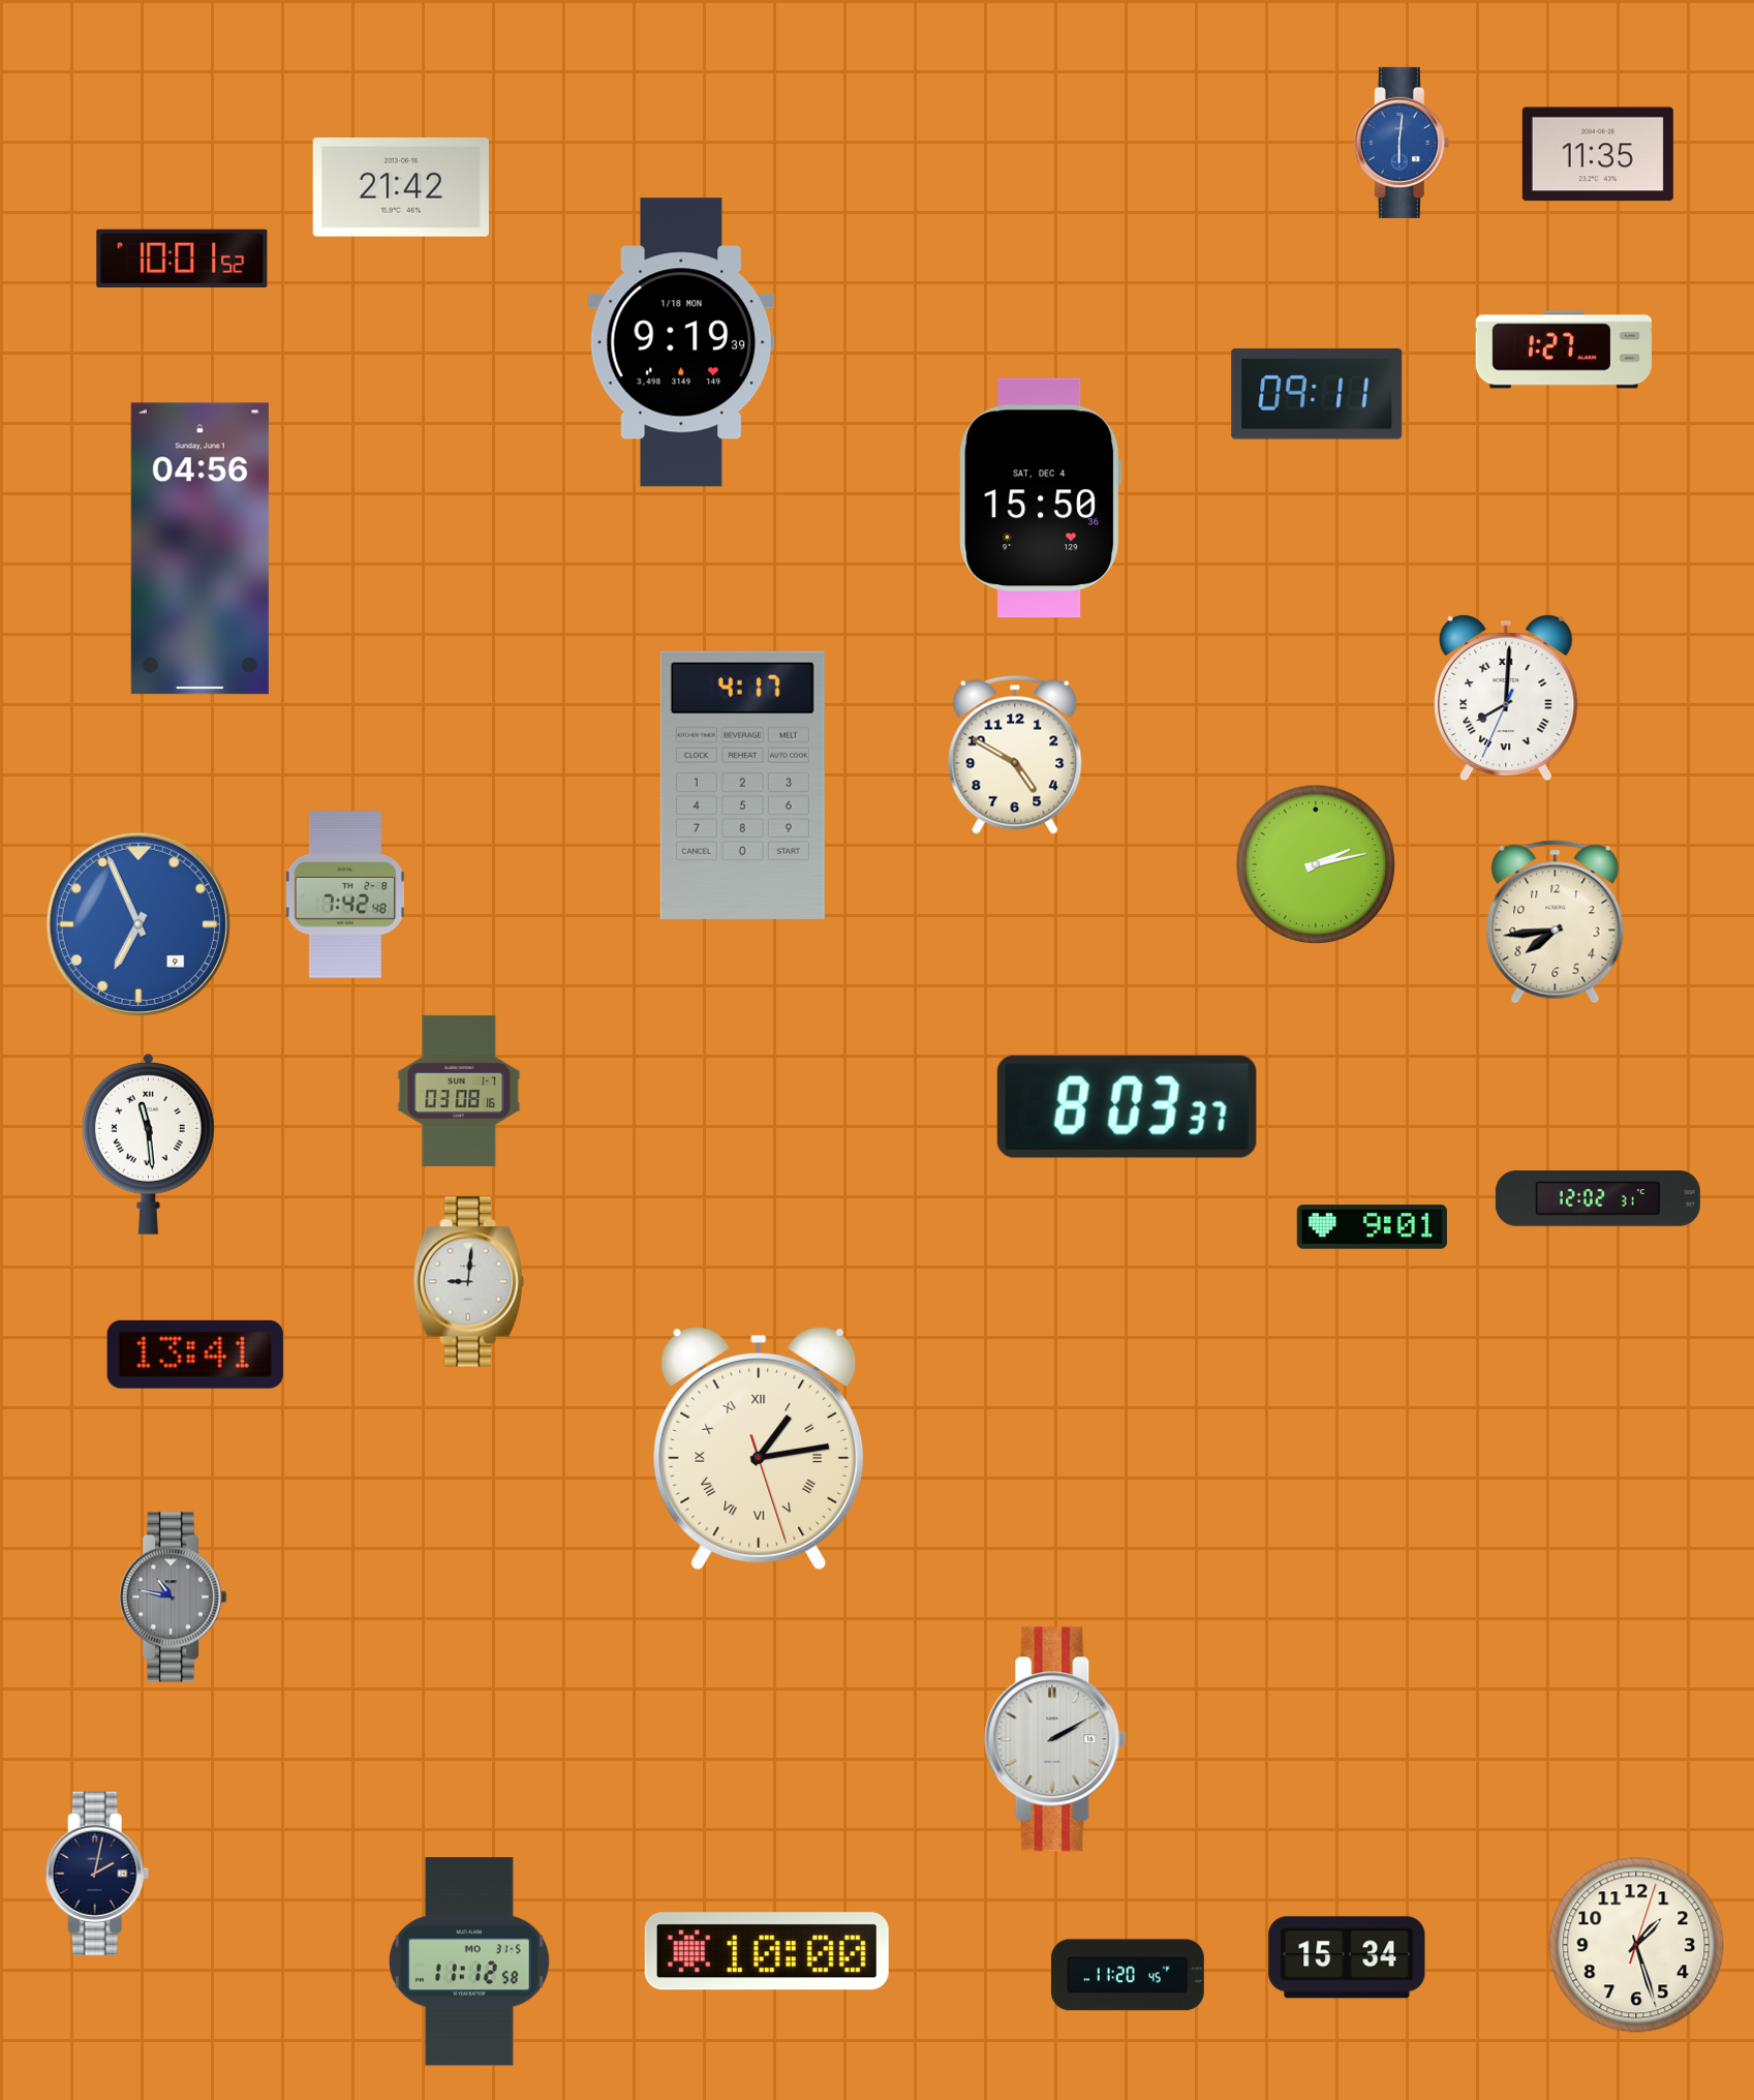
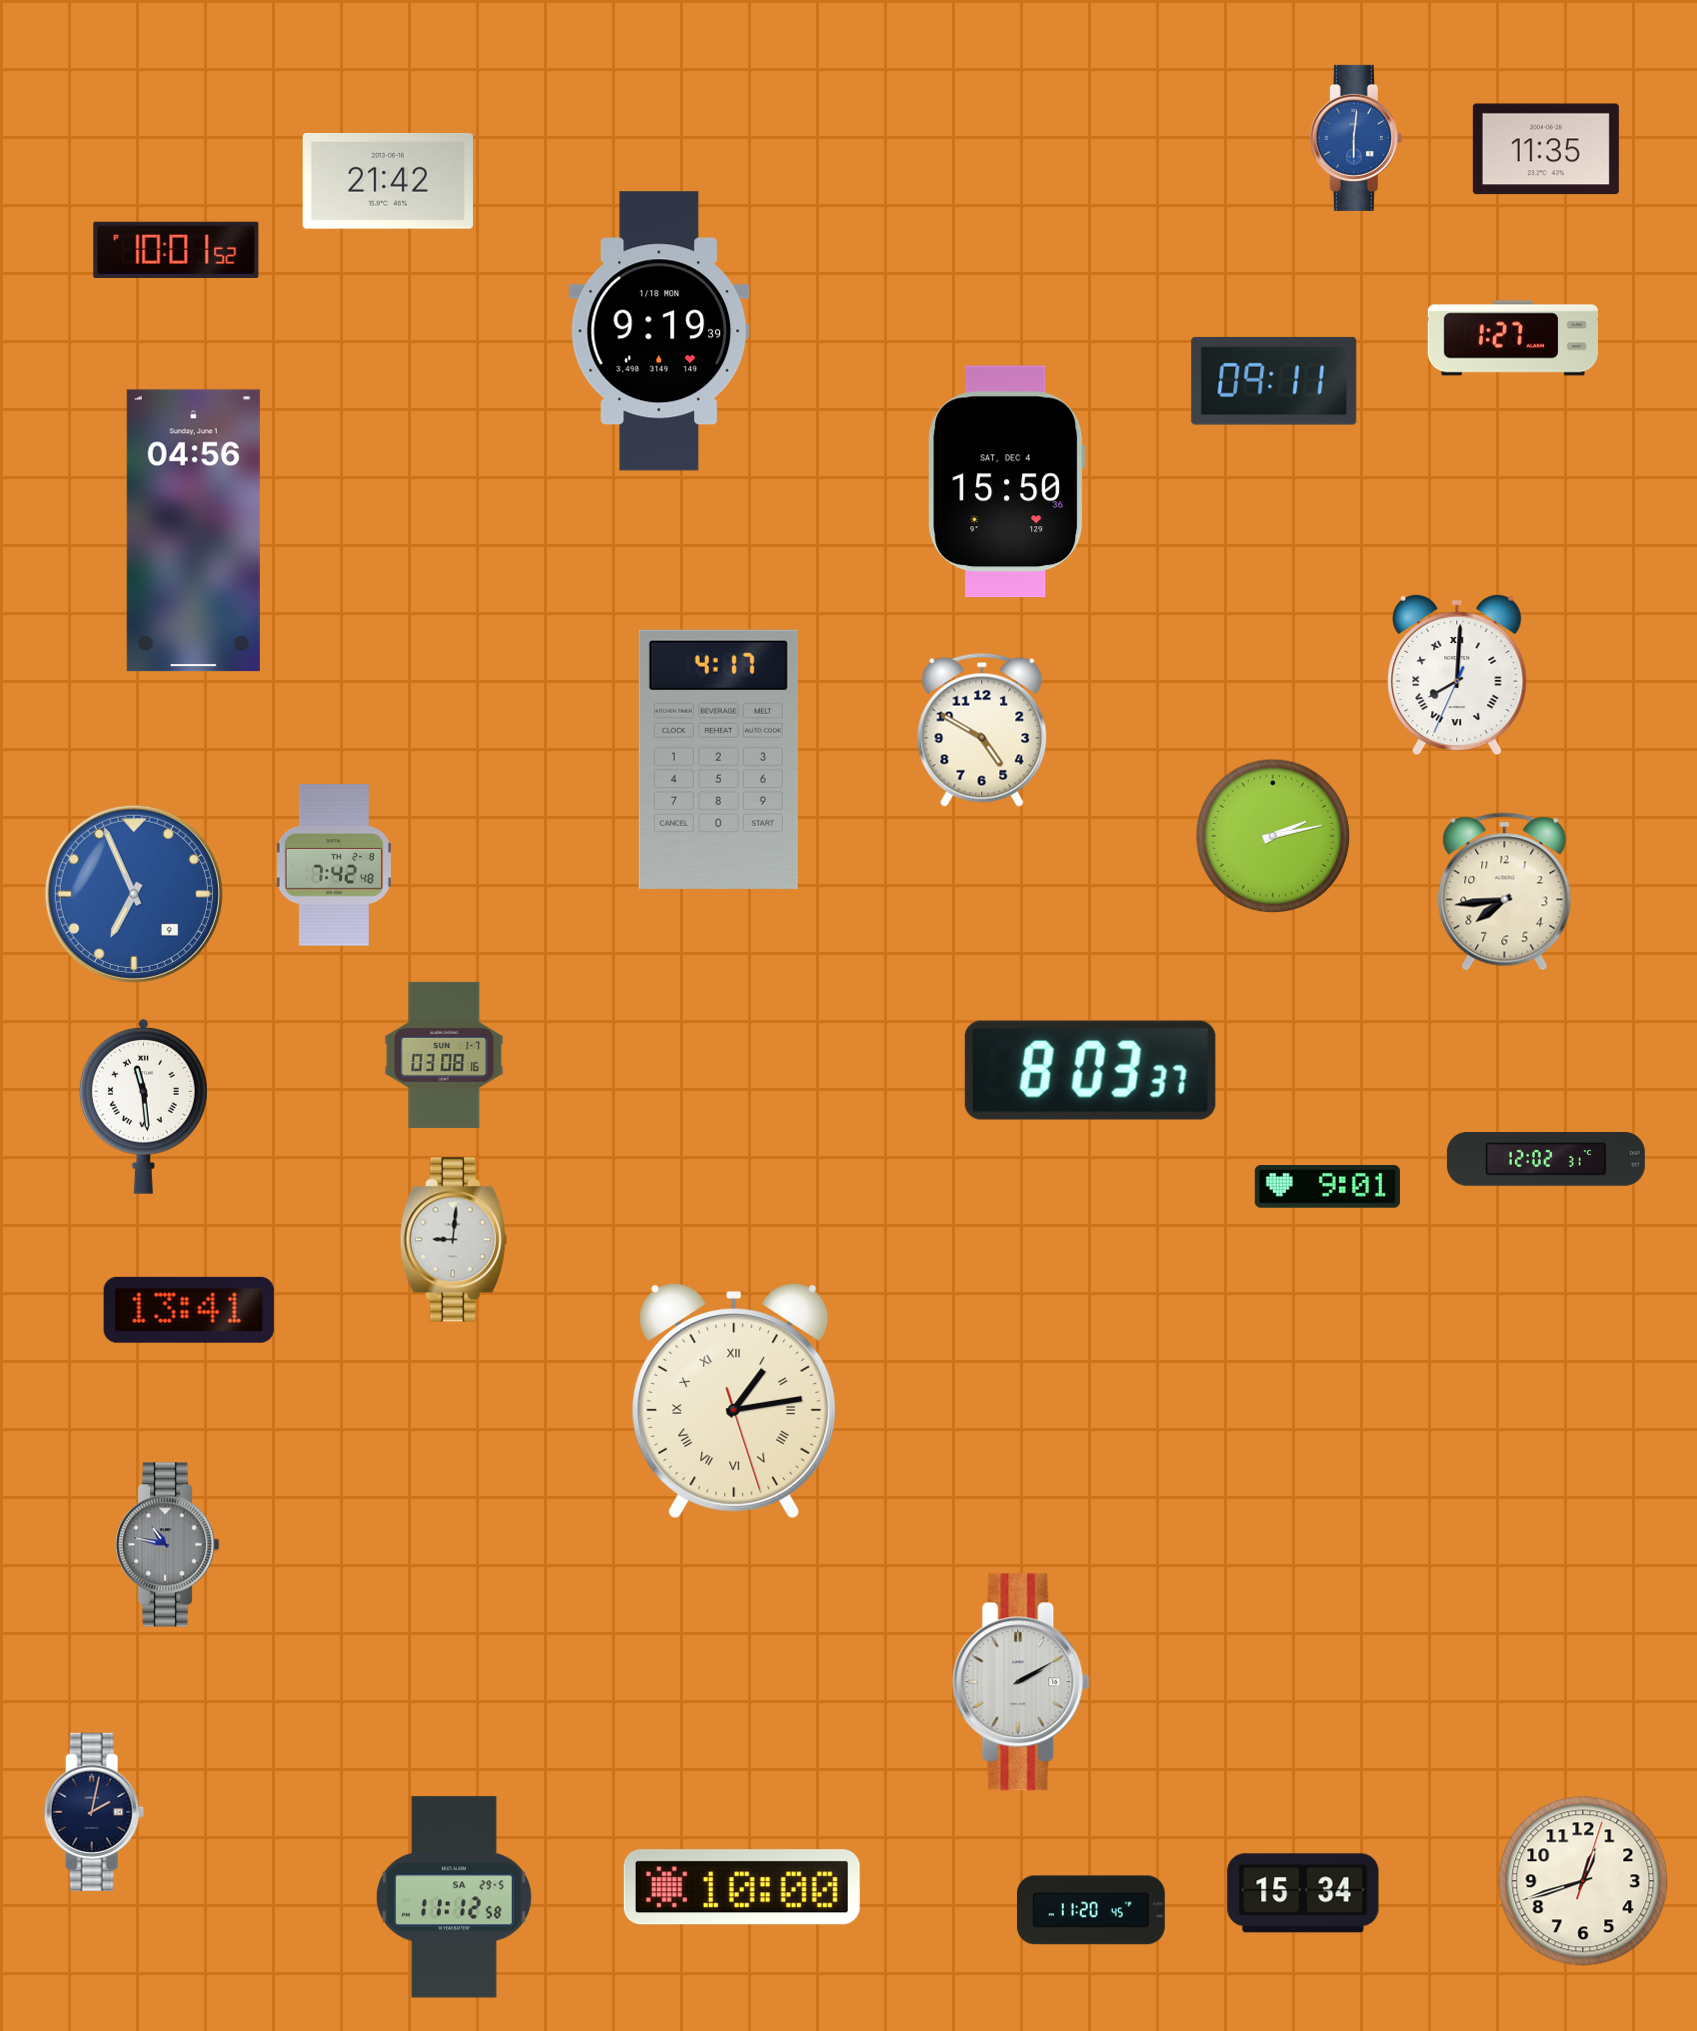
clock at (1636, 1945): 1:27 -> 12:42
clock at (469, 1961) date: MO 31-5 -> SA 29-5
